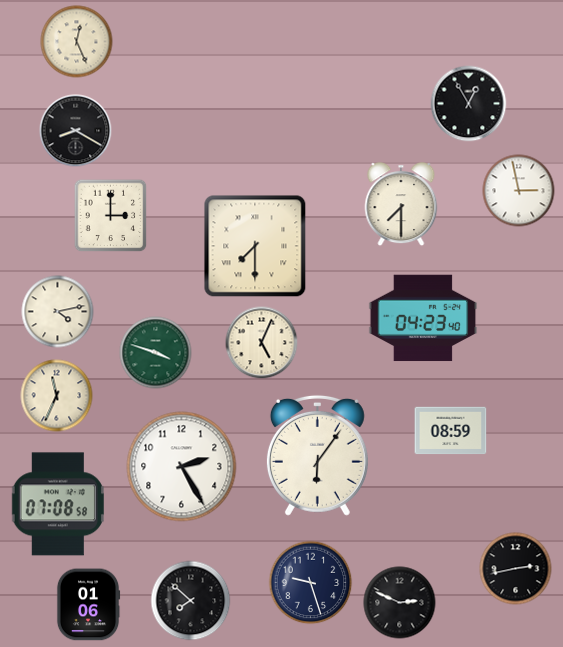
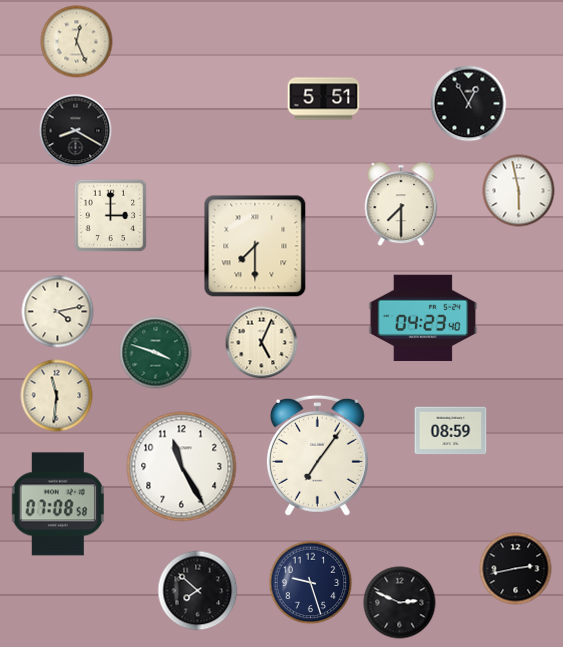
clock at (324, 99): none -> 5:51
clock at (519, 191): 2:58 -> 5:58
clock at (57, 396): 11:34 -> 11:31
clock at (317, 455): 6:06 -> 7:06
clock at (182, 467): 2:25 -> 11:25
clock at (191, 601) position: (191, 601) -> (198, 591)
clock at (88, 605): 01:06 -> none
